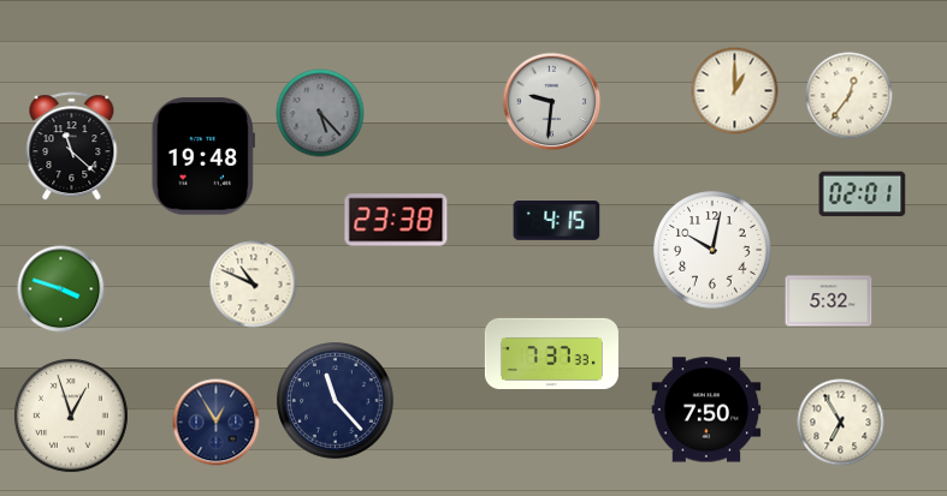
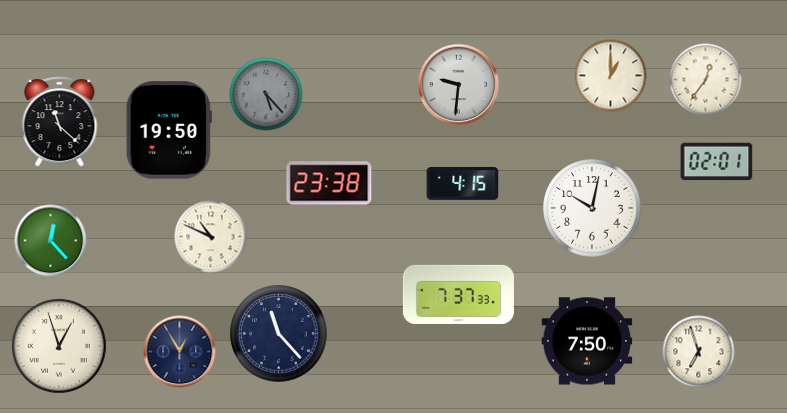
clock at (203, 156): 19:48 -> 19:50
clock at (61, 289): 3:48 -> 12:23
clock at (829, 301): 5:32 -> none
clock at (841, 423): 6:55 -> 6:57
